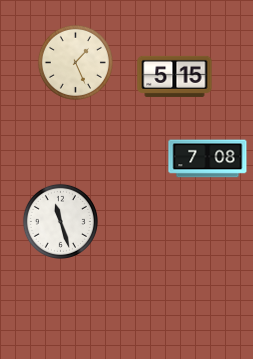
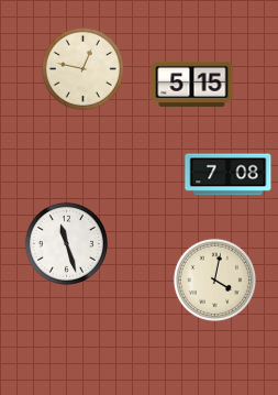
clock at (75, 62): 1:26 -> 12:47
clock at (214, 279): none -> 4:02
